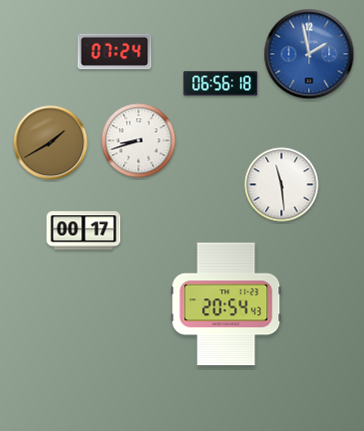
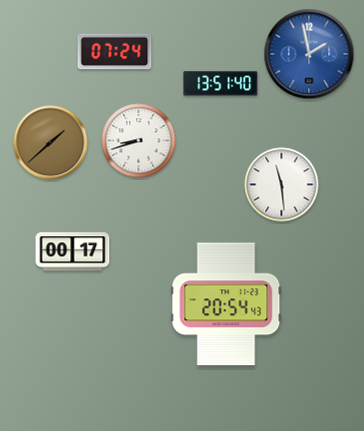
clock at (221, 84): 06:56 -> 13:51
clock at (51, 143): 1:40 -> 1:38
clock at (84, 231) position: (84, 231) -> (73, 252)
